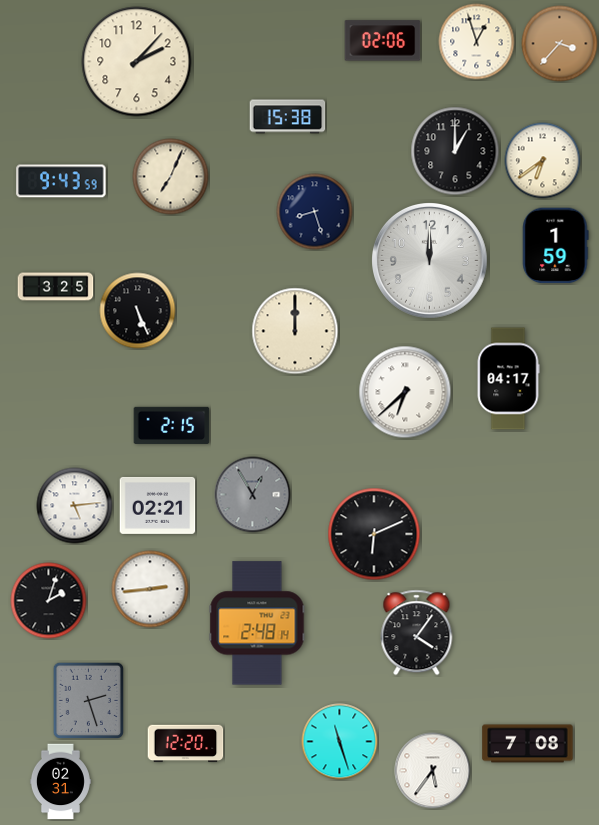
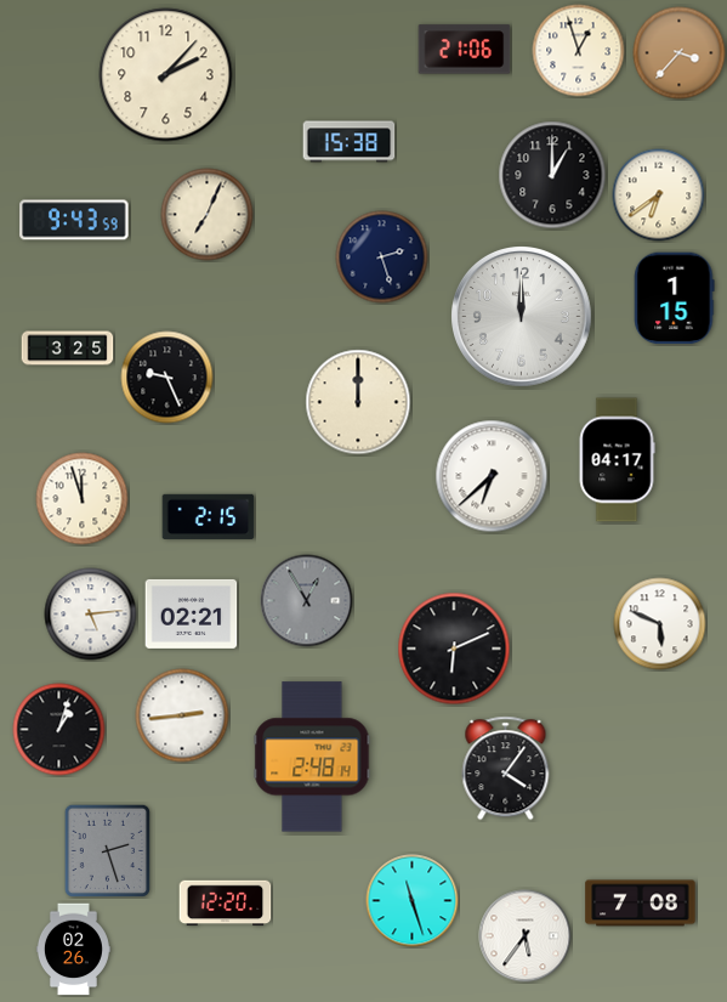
clock at (383, 41): 02:06 -> 21:06
clock at (455, 151) position: (455, 151) -> (552, 175)
clock at (315, 212): 8:27 -> 2:27
clock at (556, 246): 1:59 -> 1:15
clock at (138, 311): 5:26 -> 9:26
clock at (83, 499): none -> 11:57
clock at (660, 624): none -> 5:49
clock at (49, 601): 2:03 -> 1:03
clock at (60, 782): 02:31 -> 02:26
